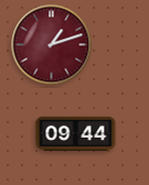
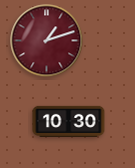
clock at (76, 133): 09:44 -> 10:30
